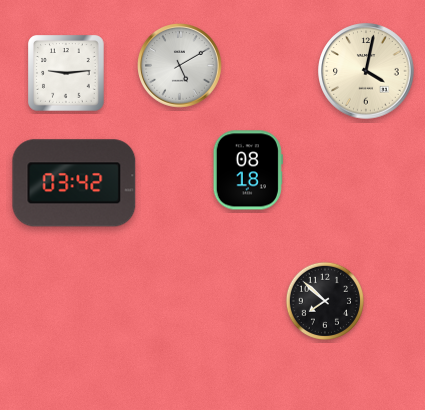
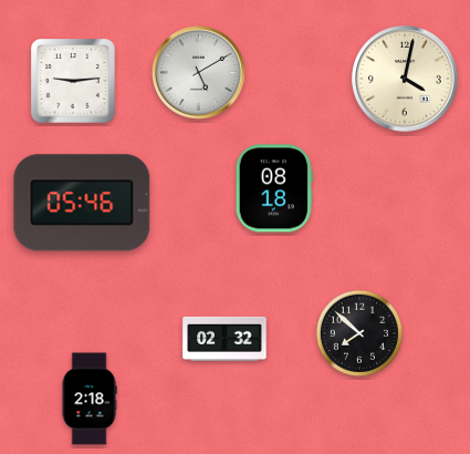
clock at (74, 183): 03:42 -> 05:46
clock at (224, 339): none -> 02:32
clock at (90, 399): none -> 2:18
